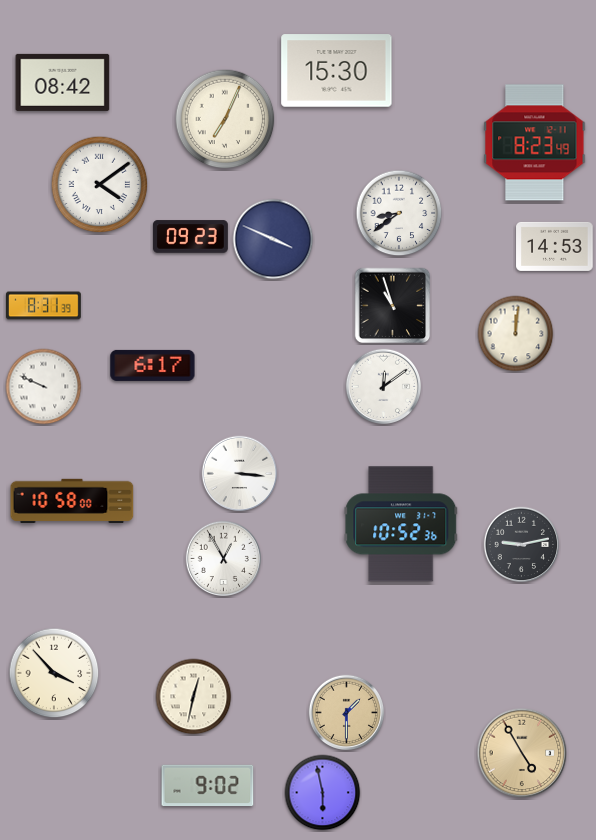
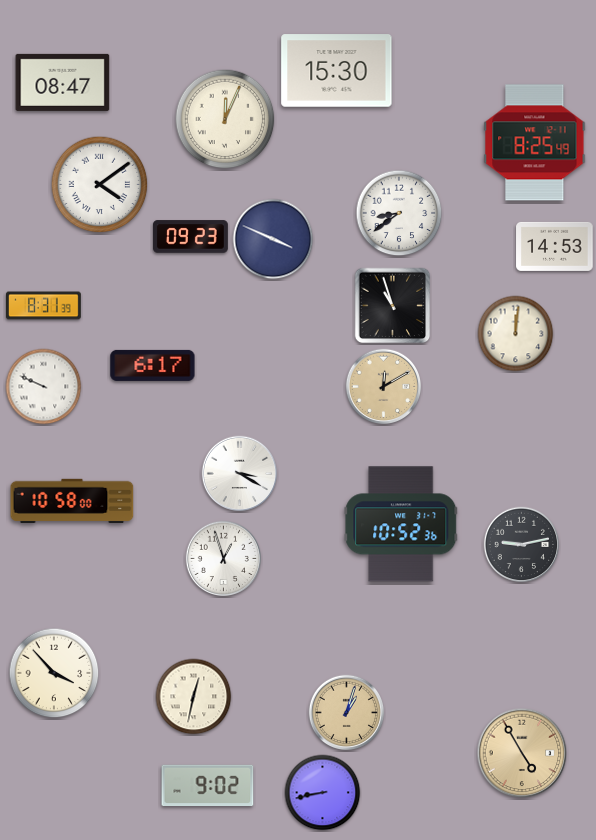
clock at (63, 82): 08:42 -> 08:47
clock at (225, 119): 7:04 -> 12:04
clock at (535, 143): 8:23 -> 8:25
clock at (384, 387): 12:09 -> 12:10
clock at (384, 387) dial: white -> champagne
clock at (240, 474): 3:16 -> 3:20
clock at (224, 559): 12:55 -> 12:57
clock at (347, 713): 1:30 -> 1:03
clock at (323, 793): 5:58 -> 8:43
